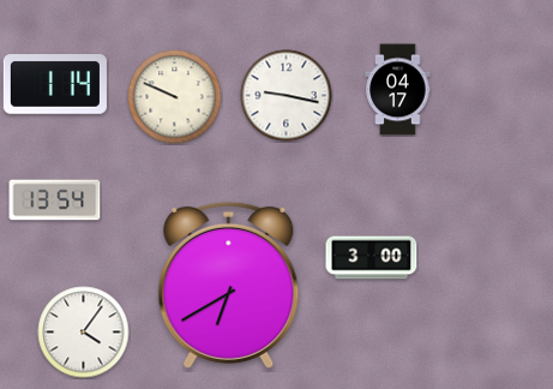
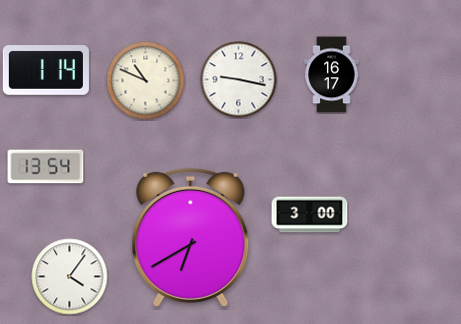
clock at (398, 90): 04:17 -> 16:17
clock at (175, 97): 9:49 -> 10:49
